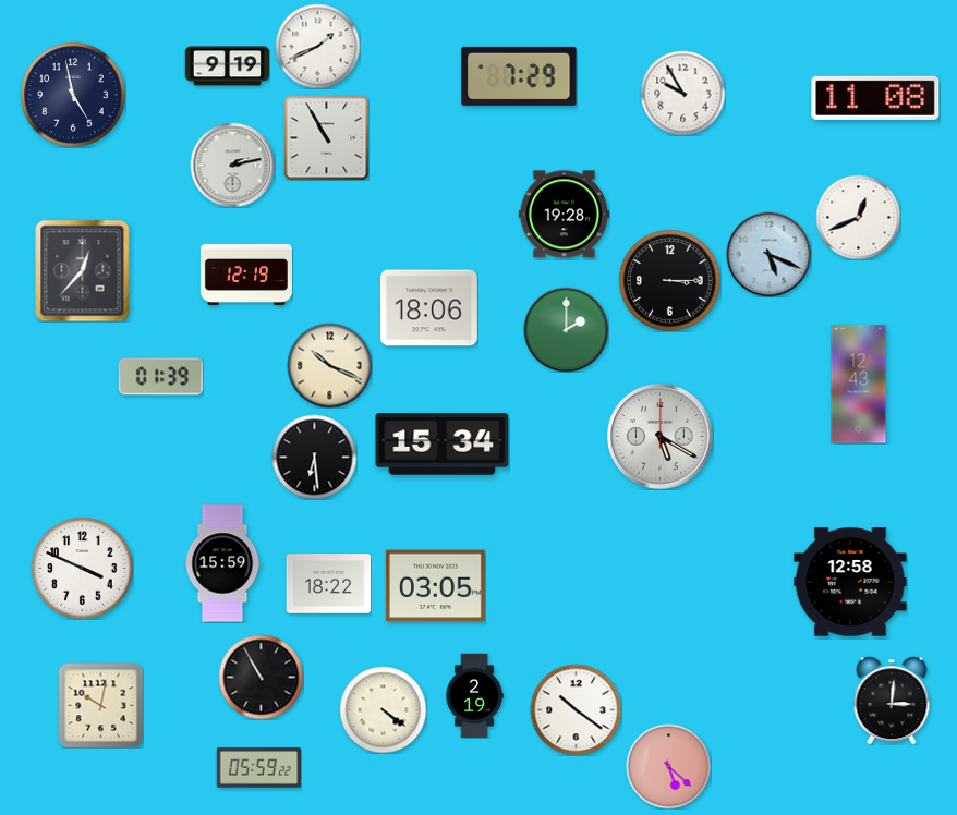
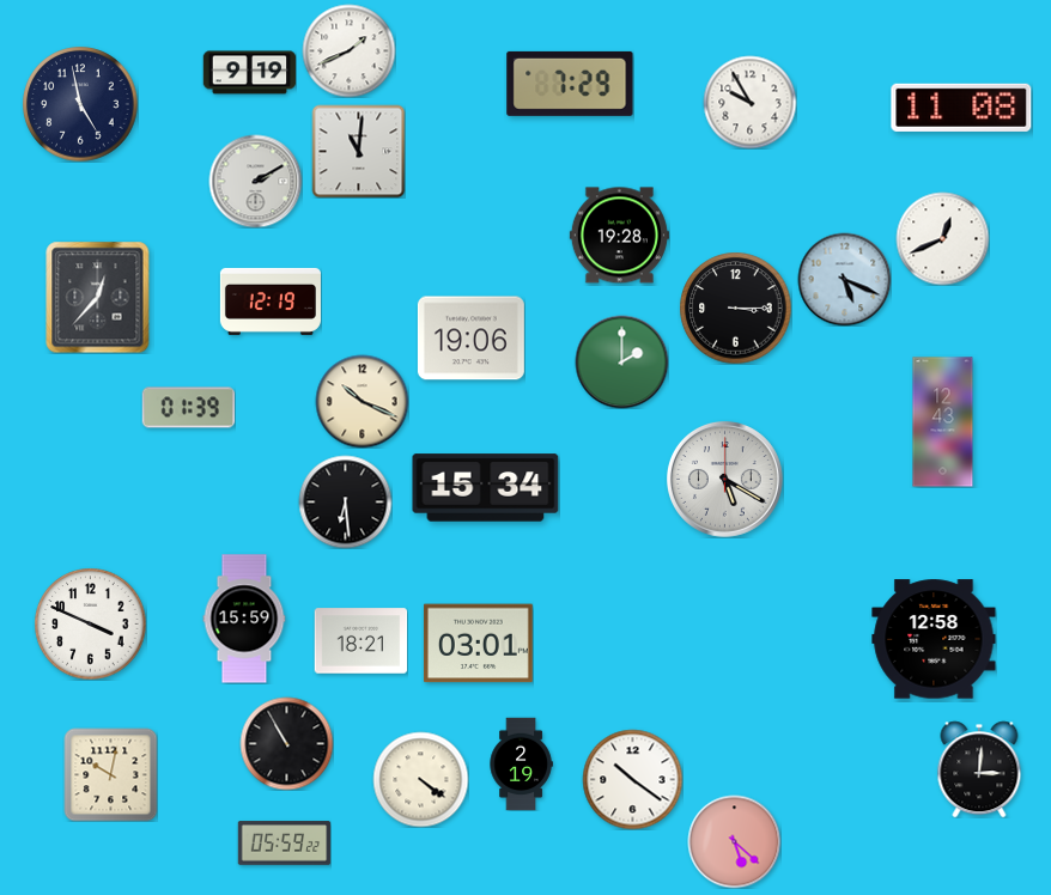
clock at (326, 137): 10:55 -> 11:01
clock at (232, 165): 2:13 -> 2:10
clock at (83, 270) position: (83, 270) -> (98, 297)
clock at (428, 308): 18:06 -> 19:06
clock at (160, 377) position: (160, 377) -> (188, 408)
clock at (328, 584): 18:22 -> 18:21
clock at (435, 586): 03:05 -> 03:01
